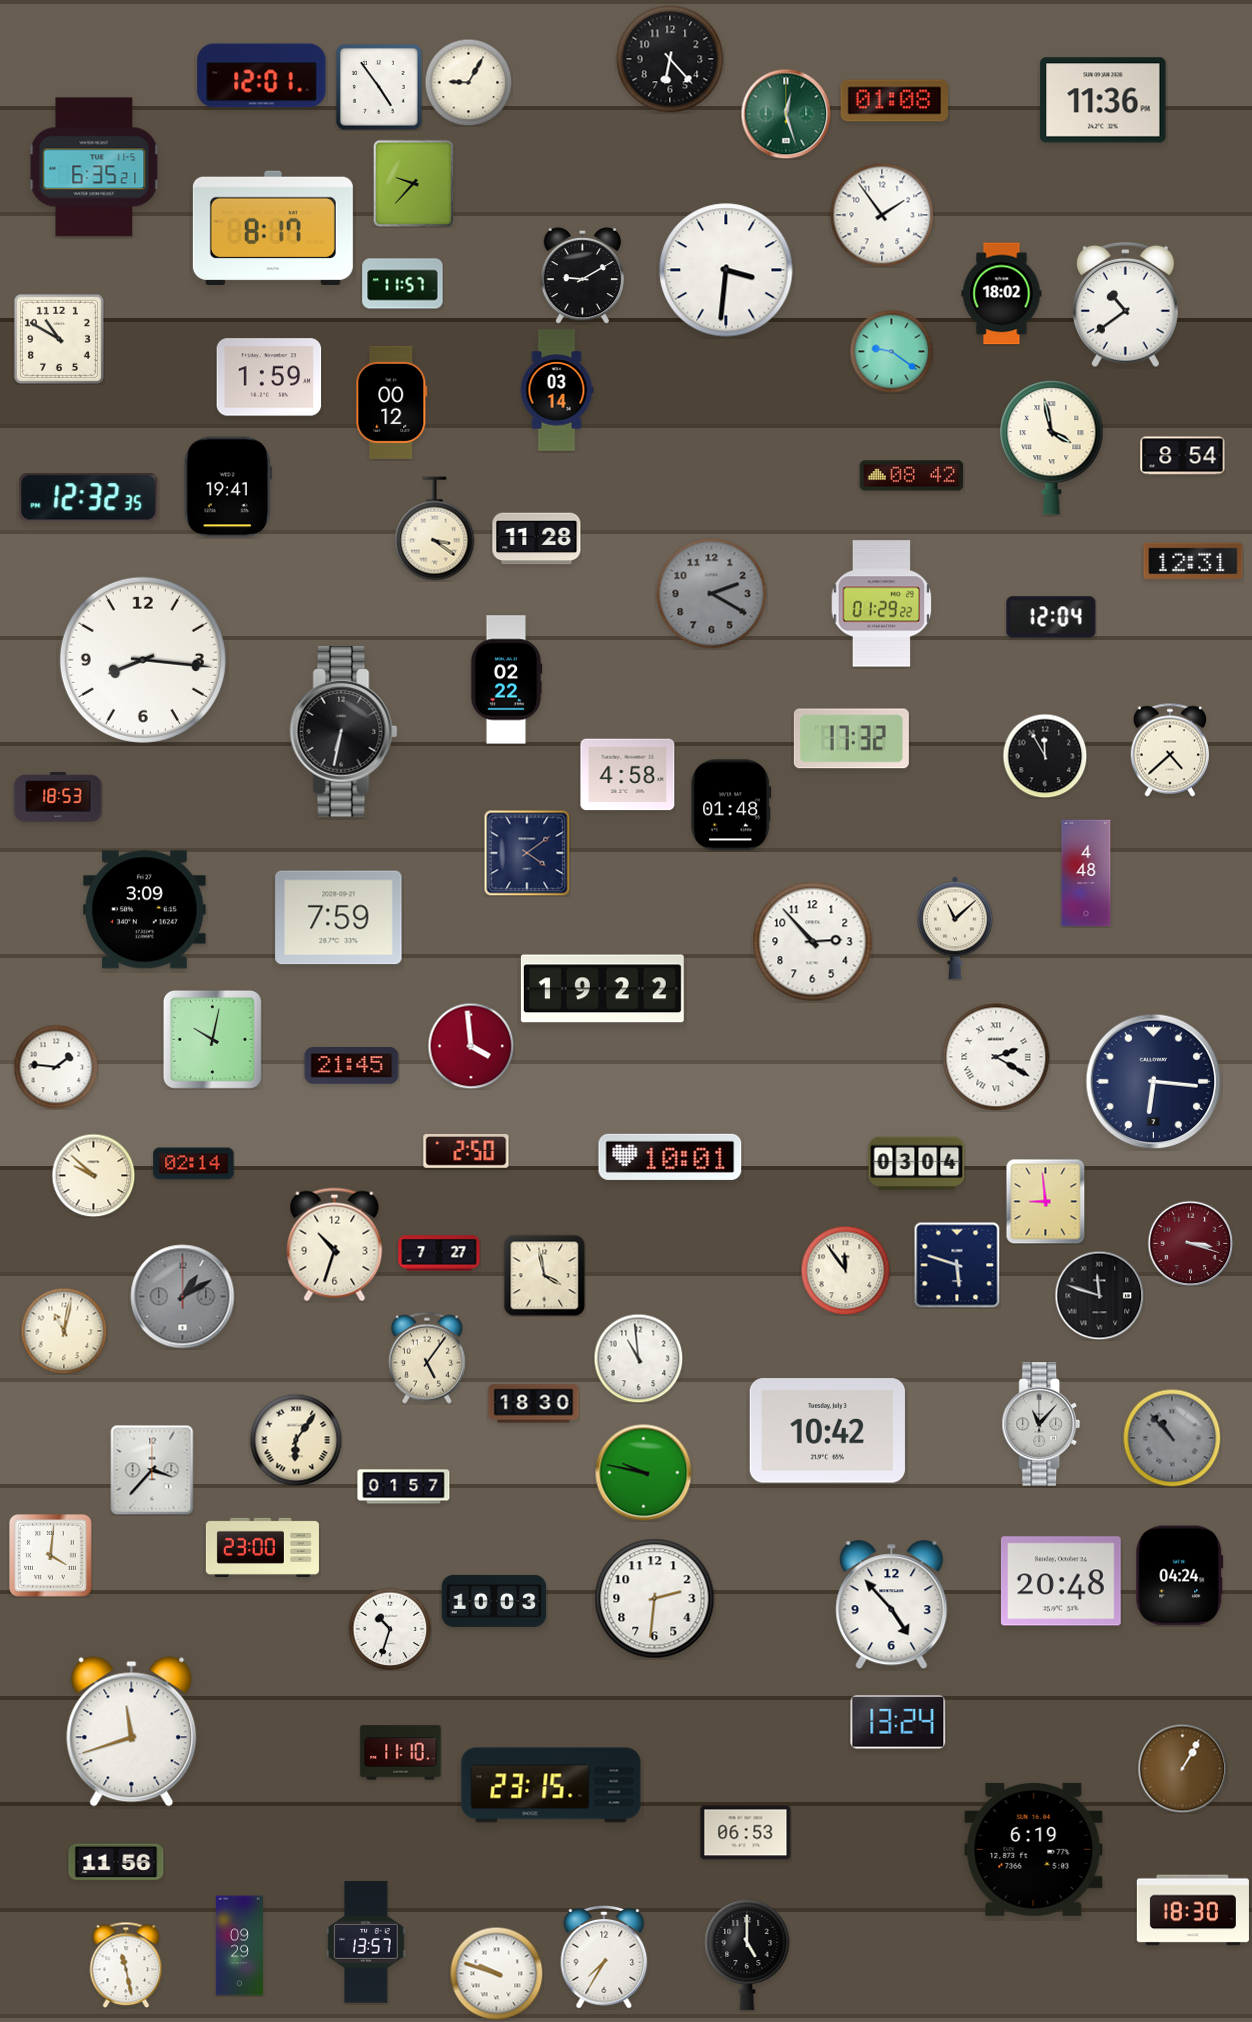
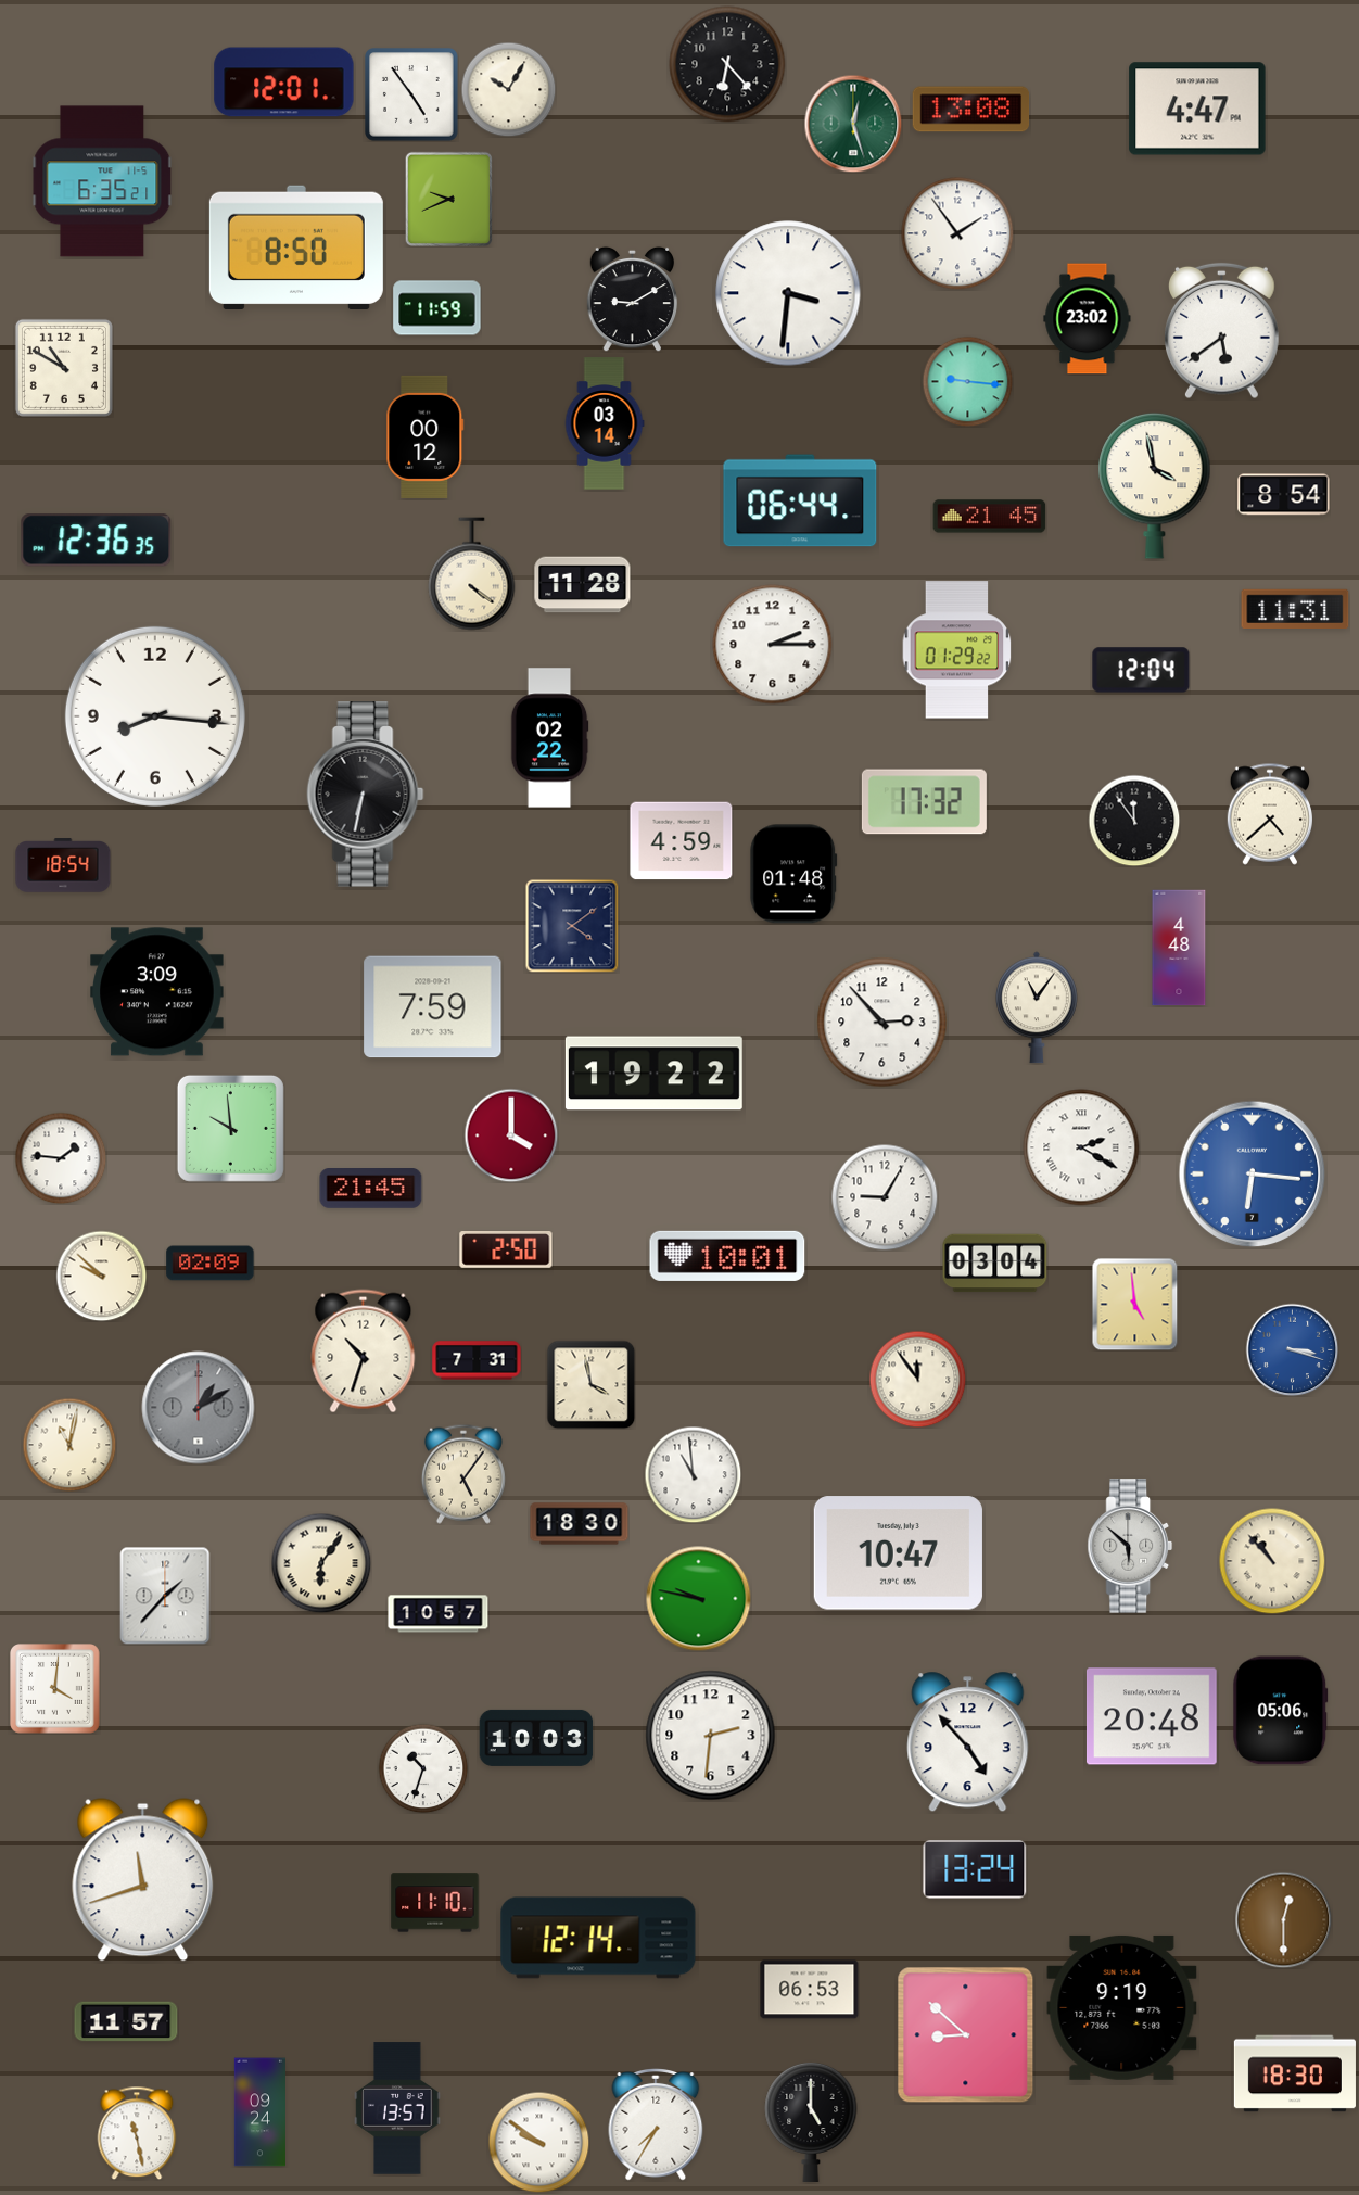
clock at (468, 82): 9:05 -> 10:05
clock at (1103, 100): 11:36 -> 4:47
clock at (895, 101): 01:08 -> 13:08
clock at (413, 183): 9:37 -> 9:41
clock at (273, 227): 8:17 -> 8:50
clock at (403, 284): 11:57 -> 11:59
clock at (1002, 294): 18:02 -> 23:02
clock at (1125, 305): 10:39 -> 5:39
clock at (891, 351): 9:21 -> 9:16
clock at (269, 377): 1:59 -> none
clock at (1052, 447) position: (1052, 447) -> (1155, 485)
clock at (800, 500): none -> 06:44
clock at (912, 476): 08:42 -> 21:45
clock at (227, 487): 19:41 -> none
clock at (89, 498): 12:32 -> 12:36
clock at (435, 529): 3:21 -> 4:21
clock at (1193, 560): 12:31 -> 11:31
clock at (712, 594): 2:20 -> 2:15
clock at (712, 594) dial: grey -> white
clock at (882, 604) position: (882, 604) -> (957, 650)
clock at (344, 732) position: (344, 732) -> (366, 795)
clock at (1045, 756): 11:55 -> 11:54
clock at (628, 775): 4:58 -> 4:59
clock at (58, 797): 18:53 -> 18:54
clock at (145, 910) position: (145, 910) -> (157, 992)
clock at (339, 918) position: (339, 918) -> (433, 1007)
clock at (956, 928): 11:08 -> 11:06
clock at (212, 1039): 10:02 -> 9:59
clock at (471, 1046): 3:59 -> 4:00
clock at (352, 1066) position: (352, 1066) -> (371, 1189)
clock at (1154, 1082) dial: navy -> blue
clock at (885, 1197): none -> 9:05
clock at (194, 1164): 02:14 -> 02:09
clock at (1046, 1201): 8:59 -> 4:59
clock at (1190, 1243) dial: burgundy -> blue
clock at (439, 1253): 7:27 -> 7:31
clock at (957, 1265): 5:48 -> none
clock at (1099, 1295): 11:48 -> none
clock at (1041, 1424): 11:07 -> 5:52
clock at (827, 1431): 10:42 -> 10:47
clock at (1172, 1438) dial: grey -> cream
clock at (152, 1470): 3:37 -> 1:37
clock at (404, 1487): 01:57 -> 10:57
clock at (262, 1547): 23:00 -> none
clock at (1180, 1576): 04:24 -> 05:06
clock at (1182, 1768): 1:05 -> 12:30
clock at (551, 1785): 23:15 -> 12:14
clock at (1034, 1849): 6:19 -> 9:19
clock at (116, 1862): 11:56 -> 11:57
clock at (966, 2035): none -> 8:52
clock at (239, 1946): 09:29 -> 09:24
clock at (496, 1973): 9:48 -> 9:51
